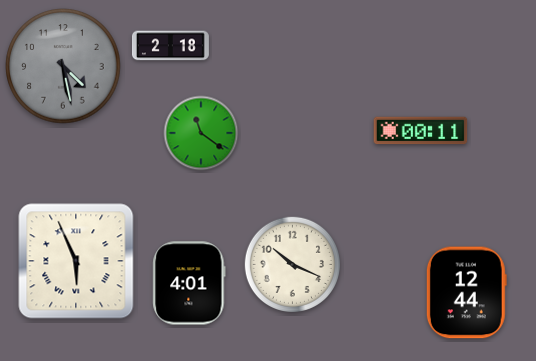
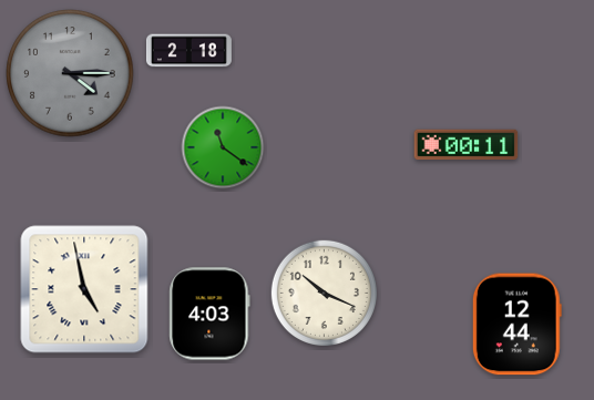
clock at (63, 66): 4:28 -> 4:15
clock at (76, 261): 5:56 -> 4:58
clock at (189, 283): 4:01 -> 4:03
